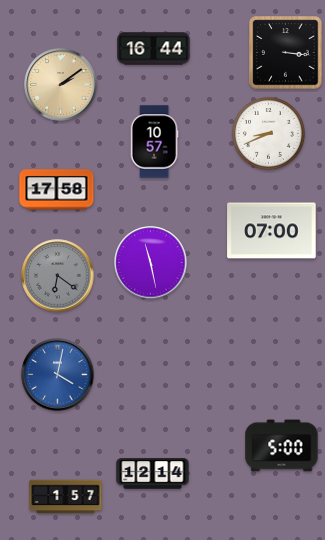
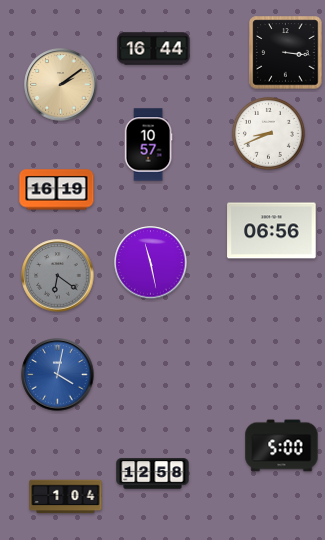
clock at (154, 142) position: (154, 142) -> (148, 145)
clock at (57, 190): 17:58 -> 16:19
clock at (272, 231): 07:00 -> 06:56
clock at (153, 474): 12:14 -> 12:58
clock at (66, 497): 1:57 -> 1:04
